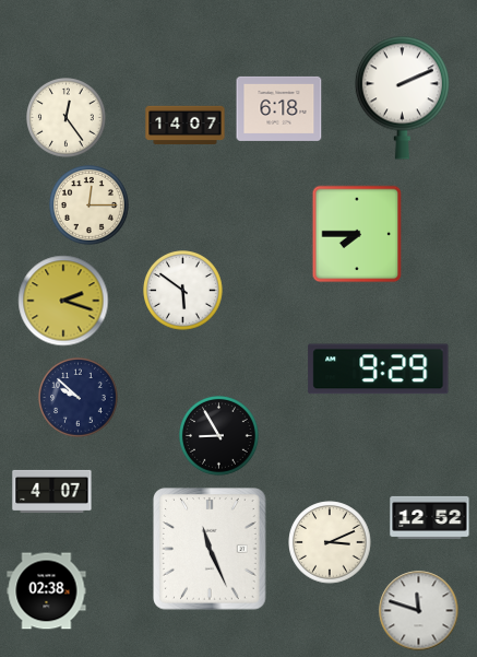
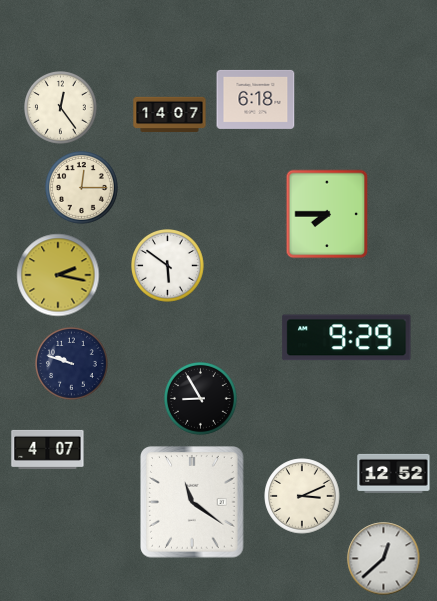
clock at (402, 97): 2:11 -> none
clock at (63, 301): 2:18 -> 2:17
clock at (79, 398): 9:52 -> 9:48
clock at (210, 549): 11:26 -> 11:21
clock at (47, 591): 02:38 -> none
clock at (419, 611): 11:48 -> 12:38
